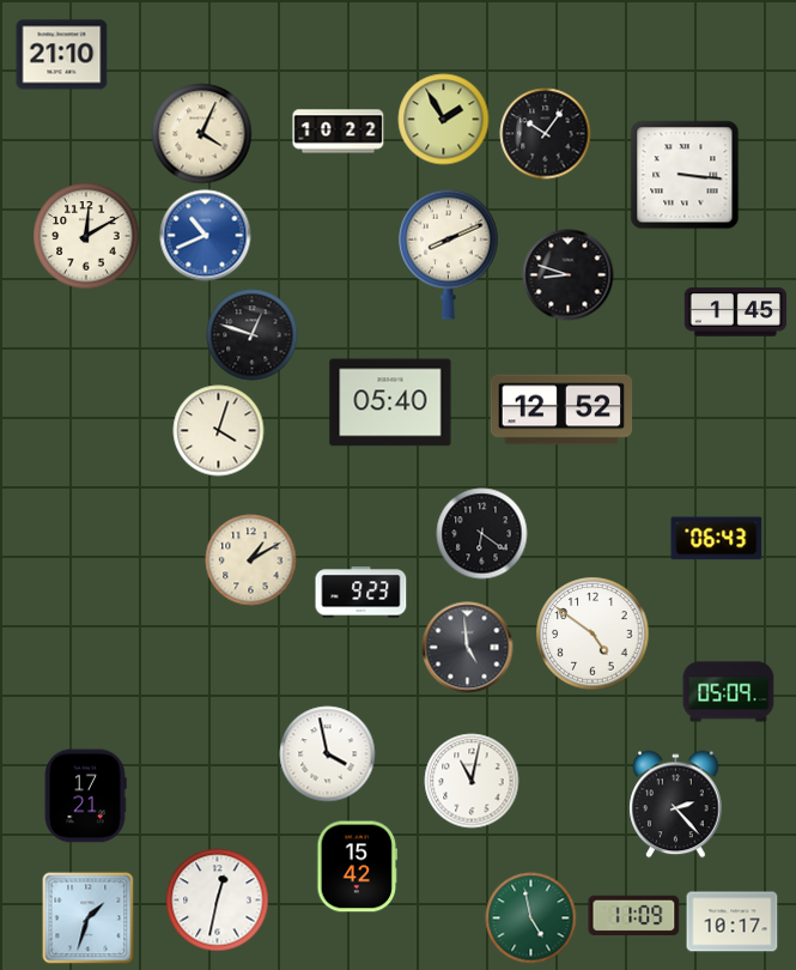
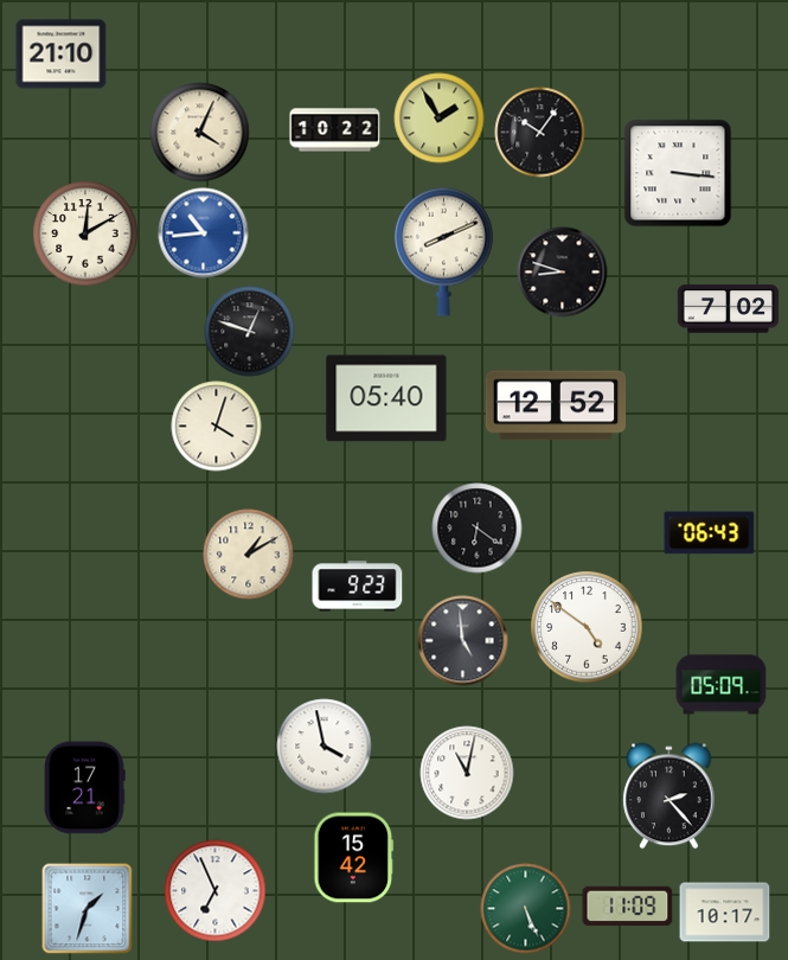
clock at (206, 236): 10:41 -> 10:44
clock at (735, 313): 1:45 -> 7:02
clock at (218, 901): 12:32 -> 6:56
clock at (531, 919): 4:58 -> 5:26
